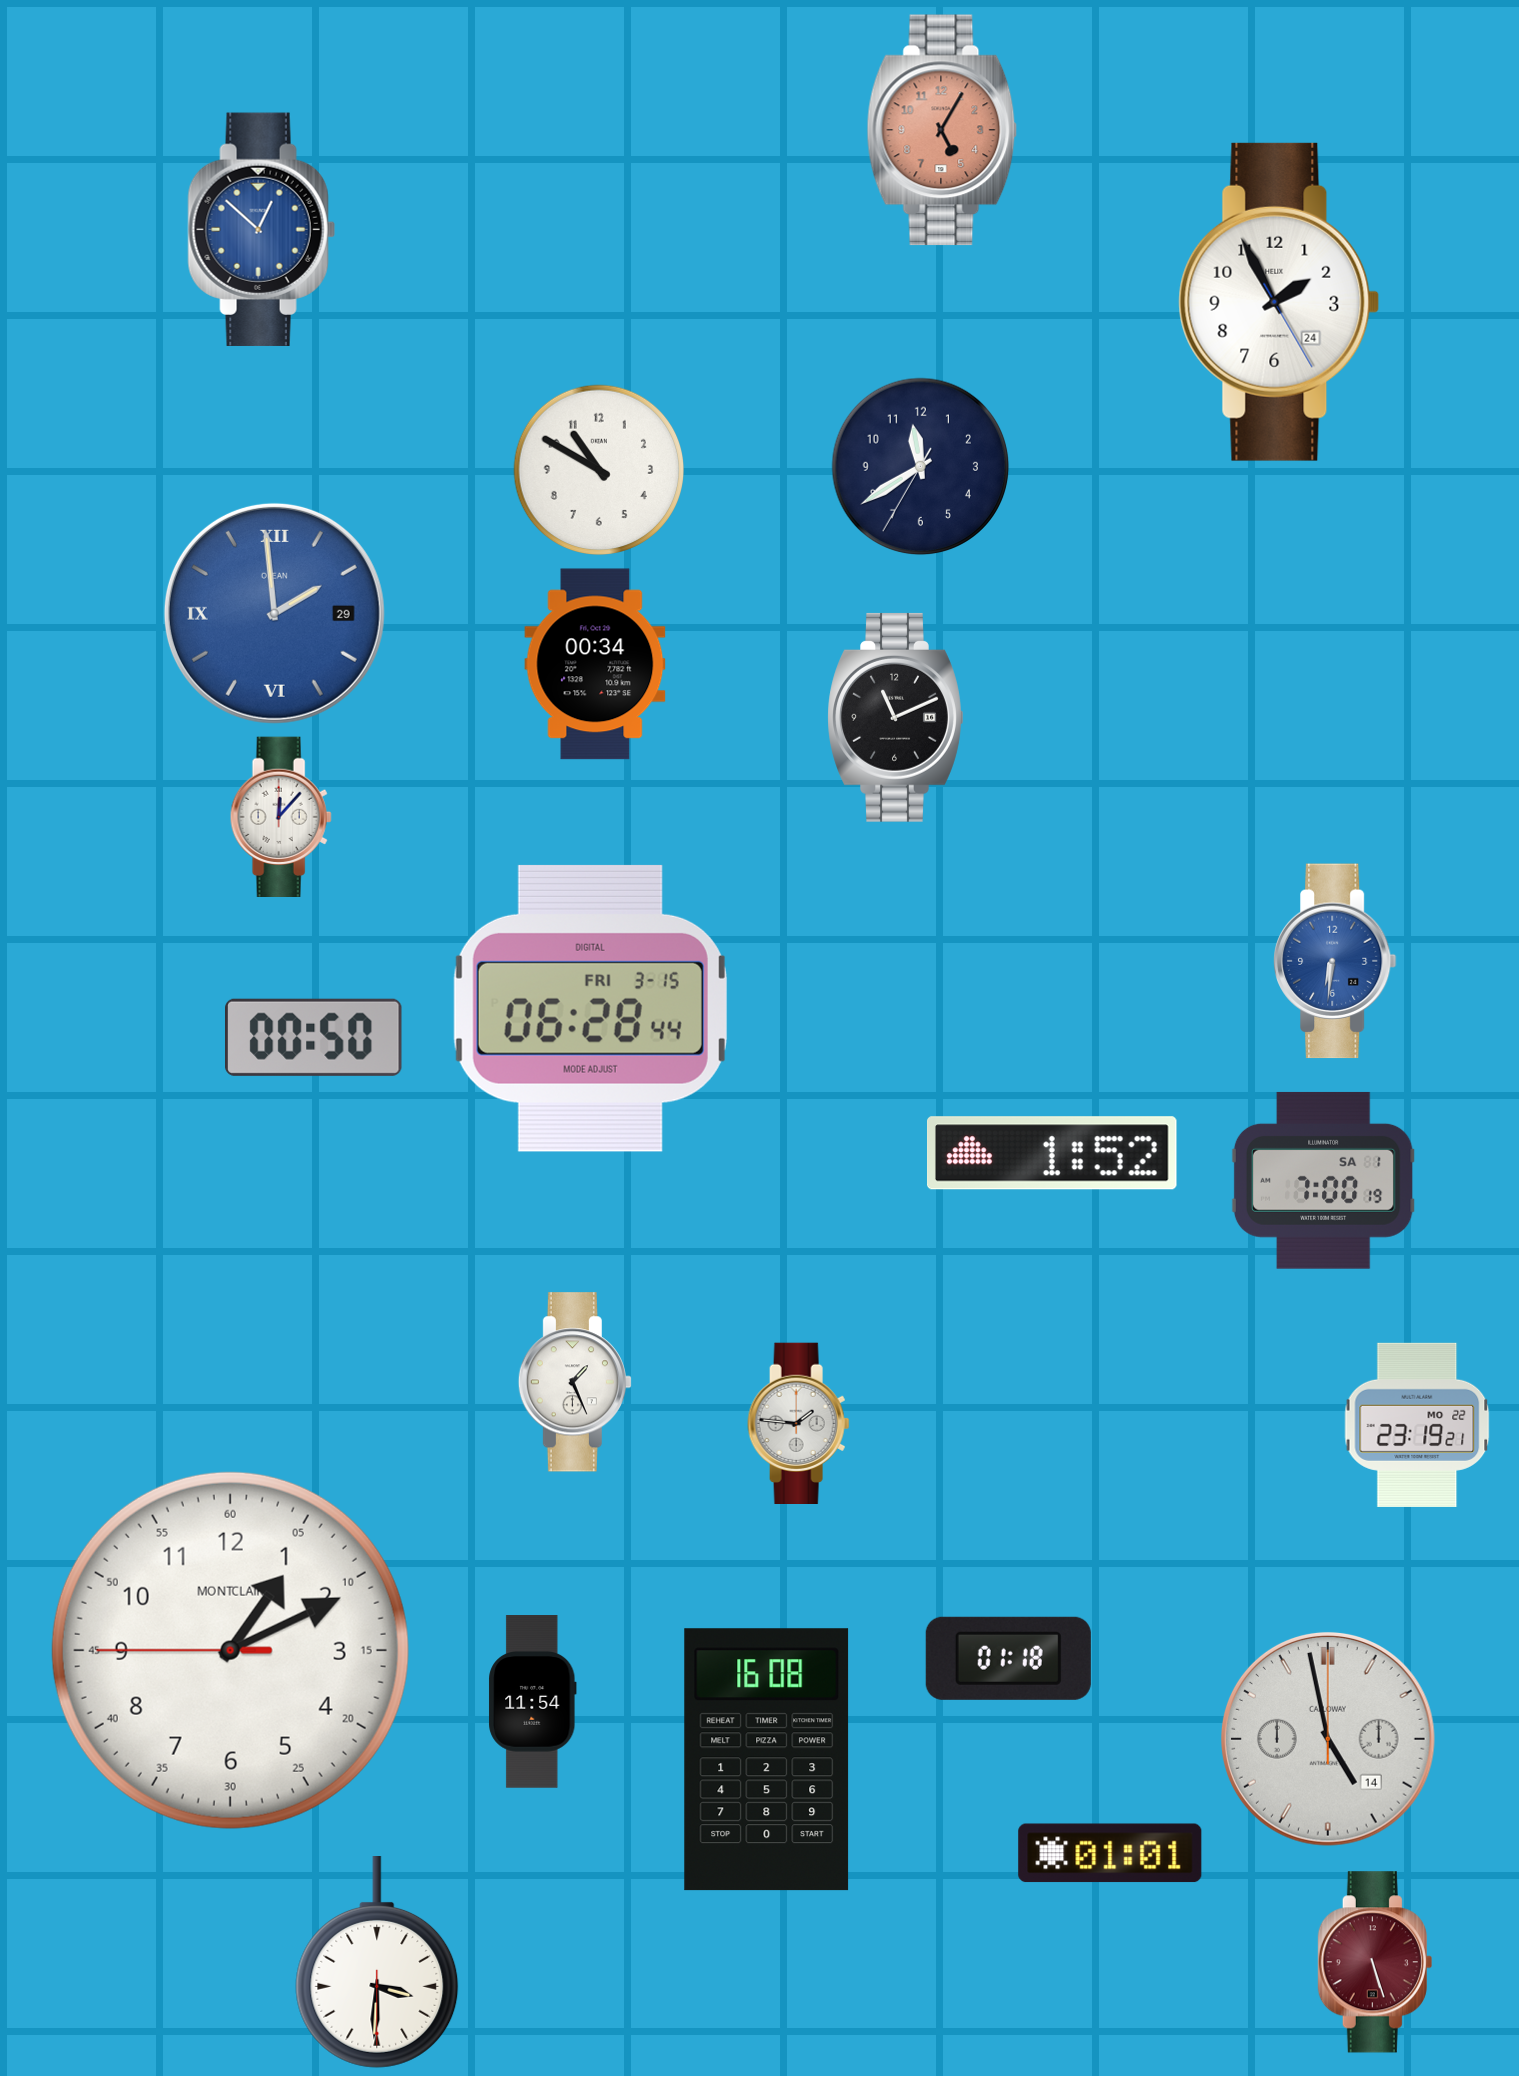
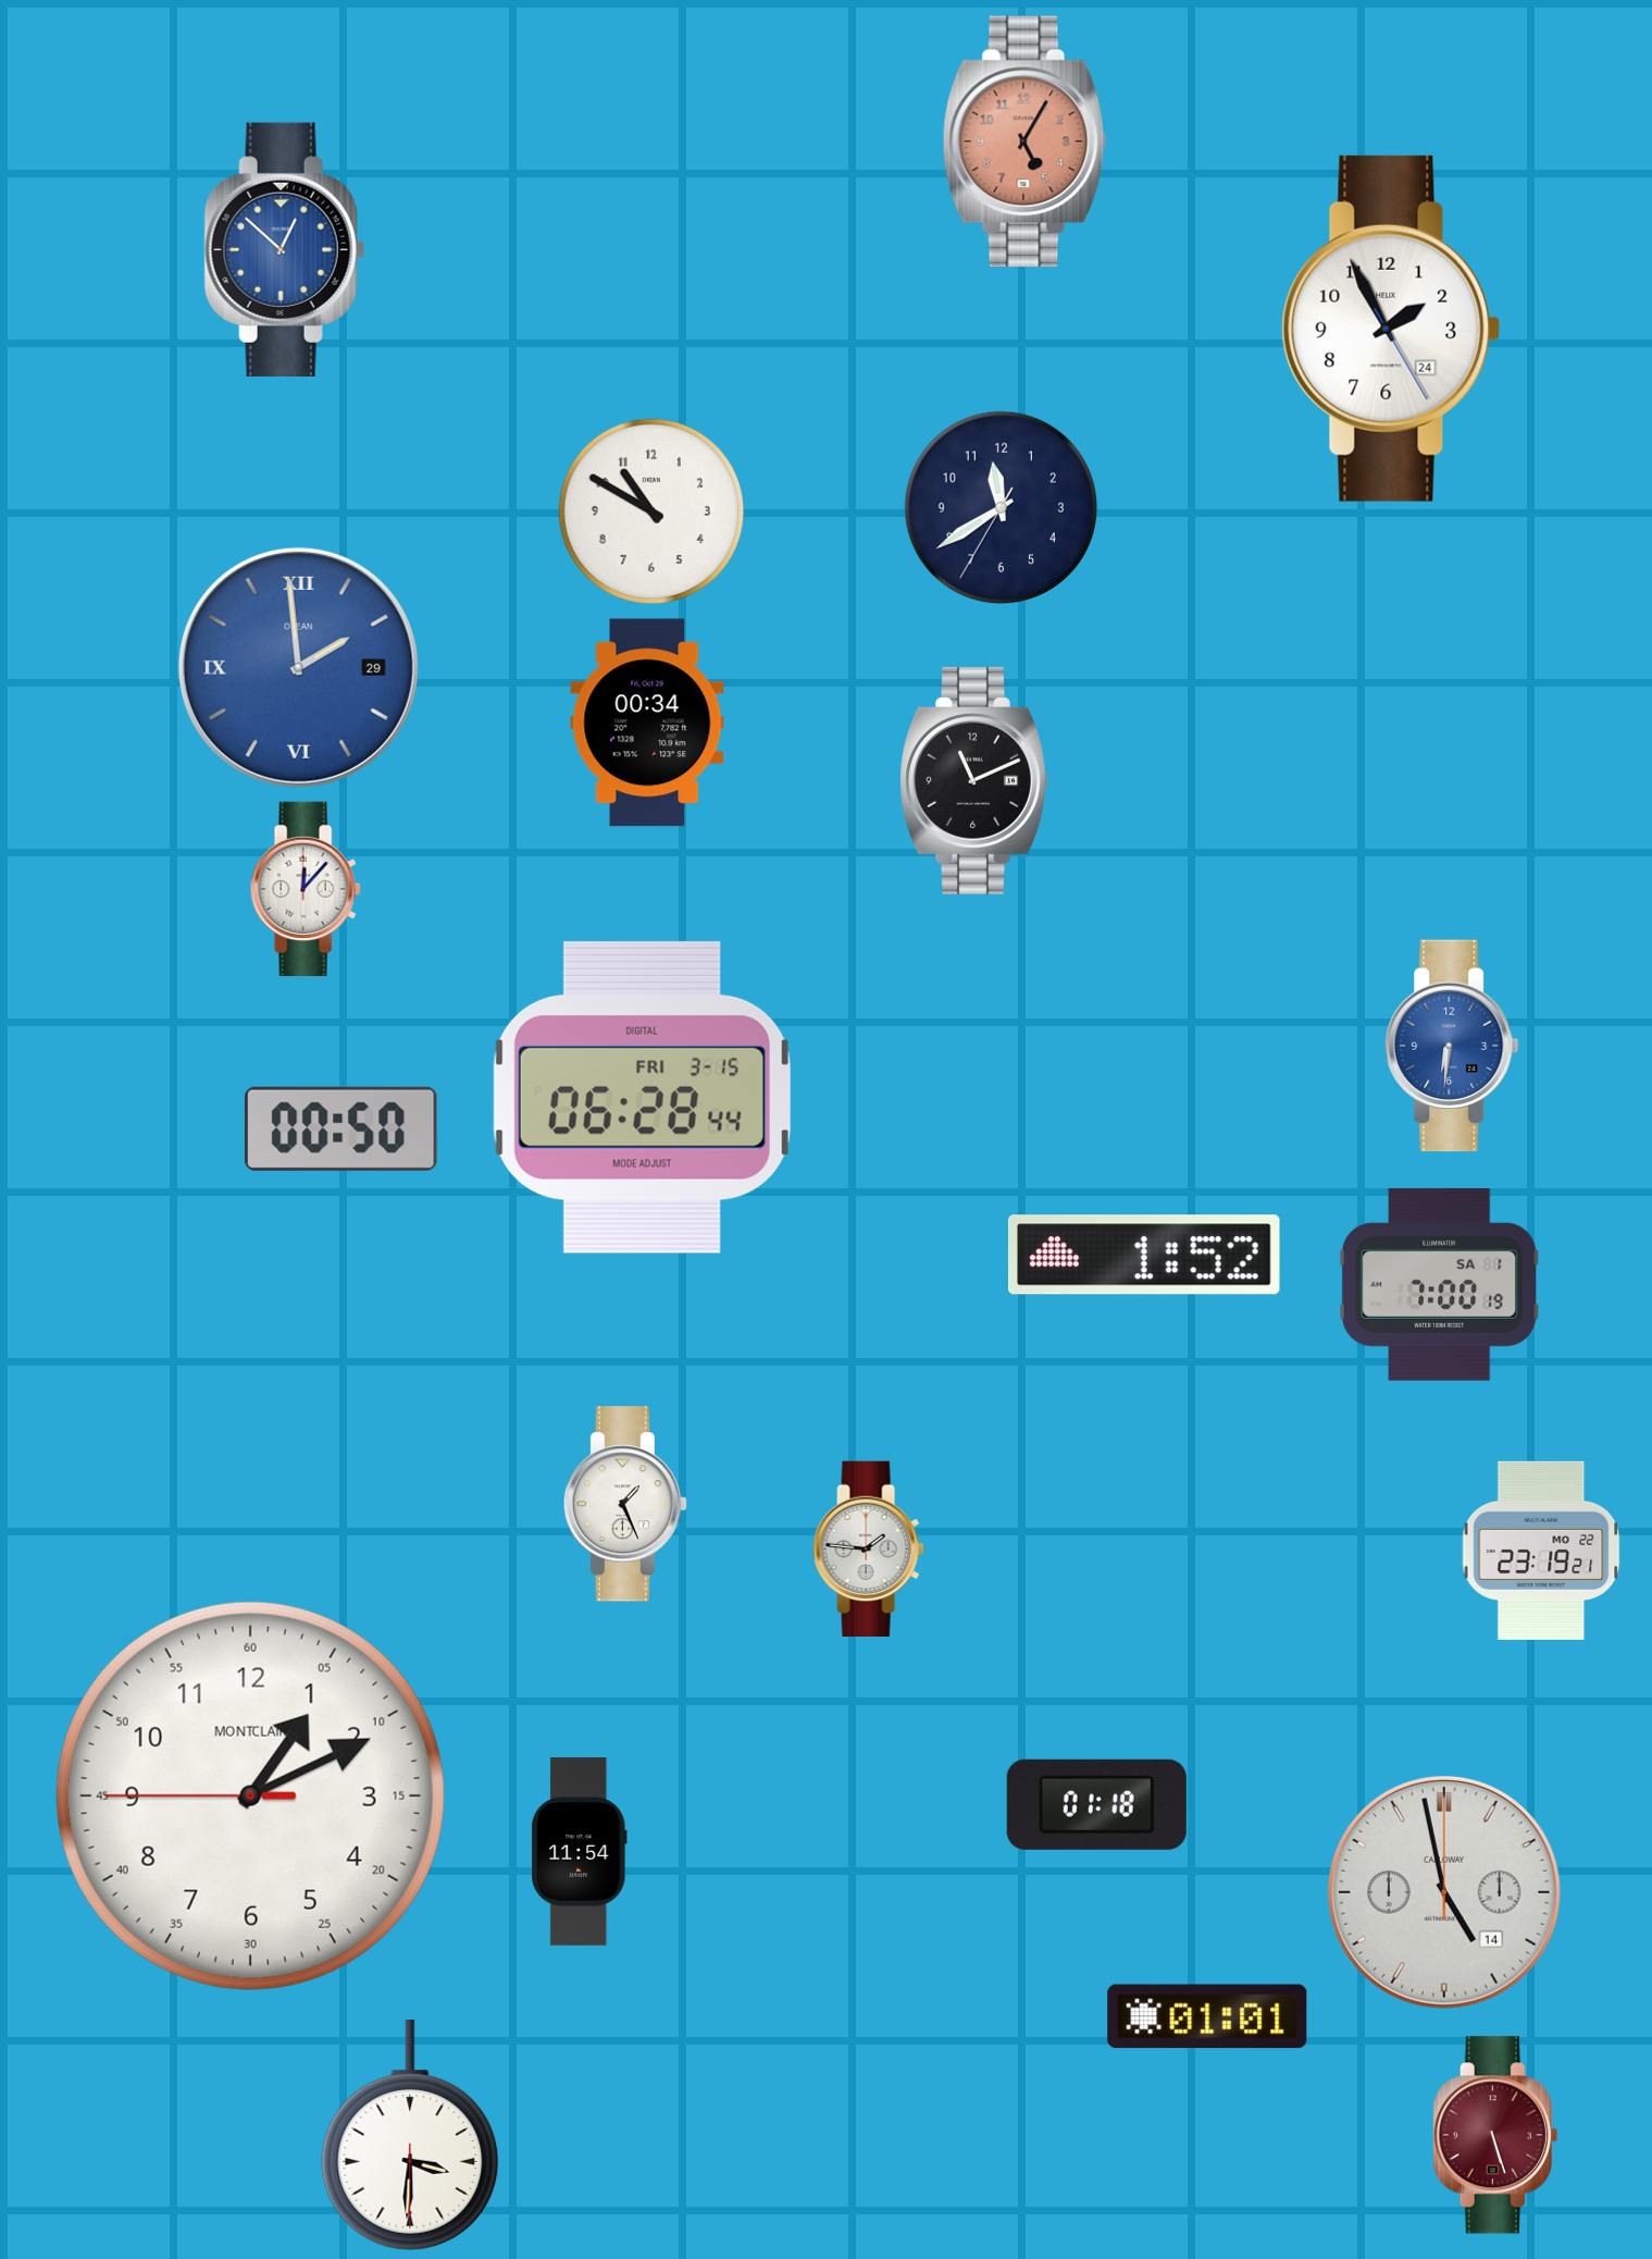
clock at (767, 1760): 16:08 -> none
